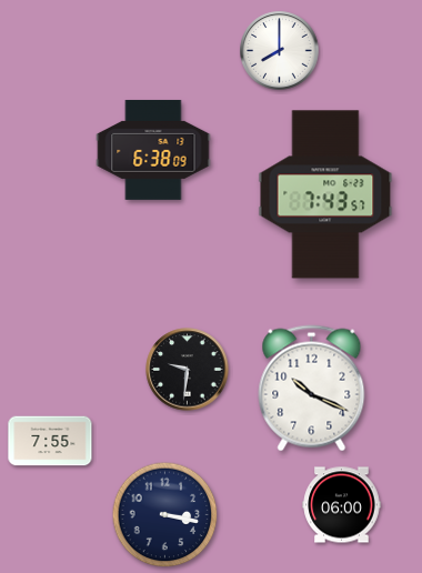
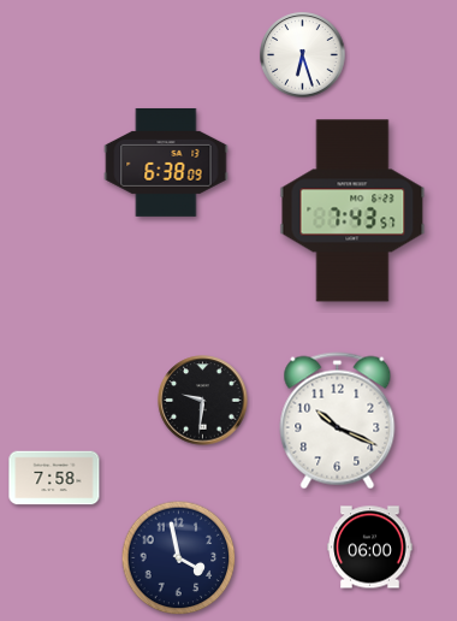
clock at (280, 51): 8:00 -> 6:27
clock at (50, 441): 7:55 -> 7:58
clock at (165, 515): 3:17 -> 3:58
